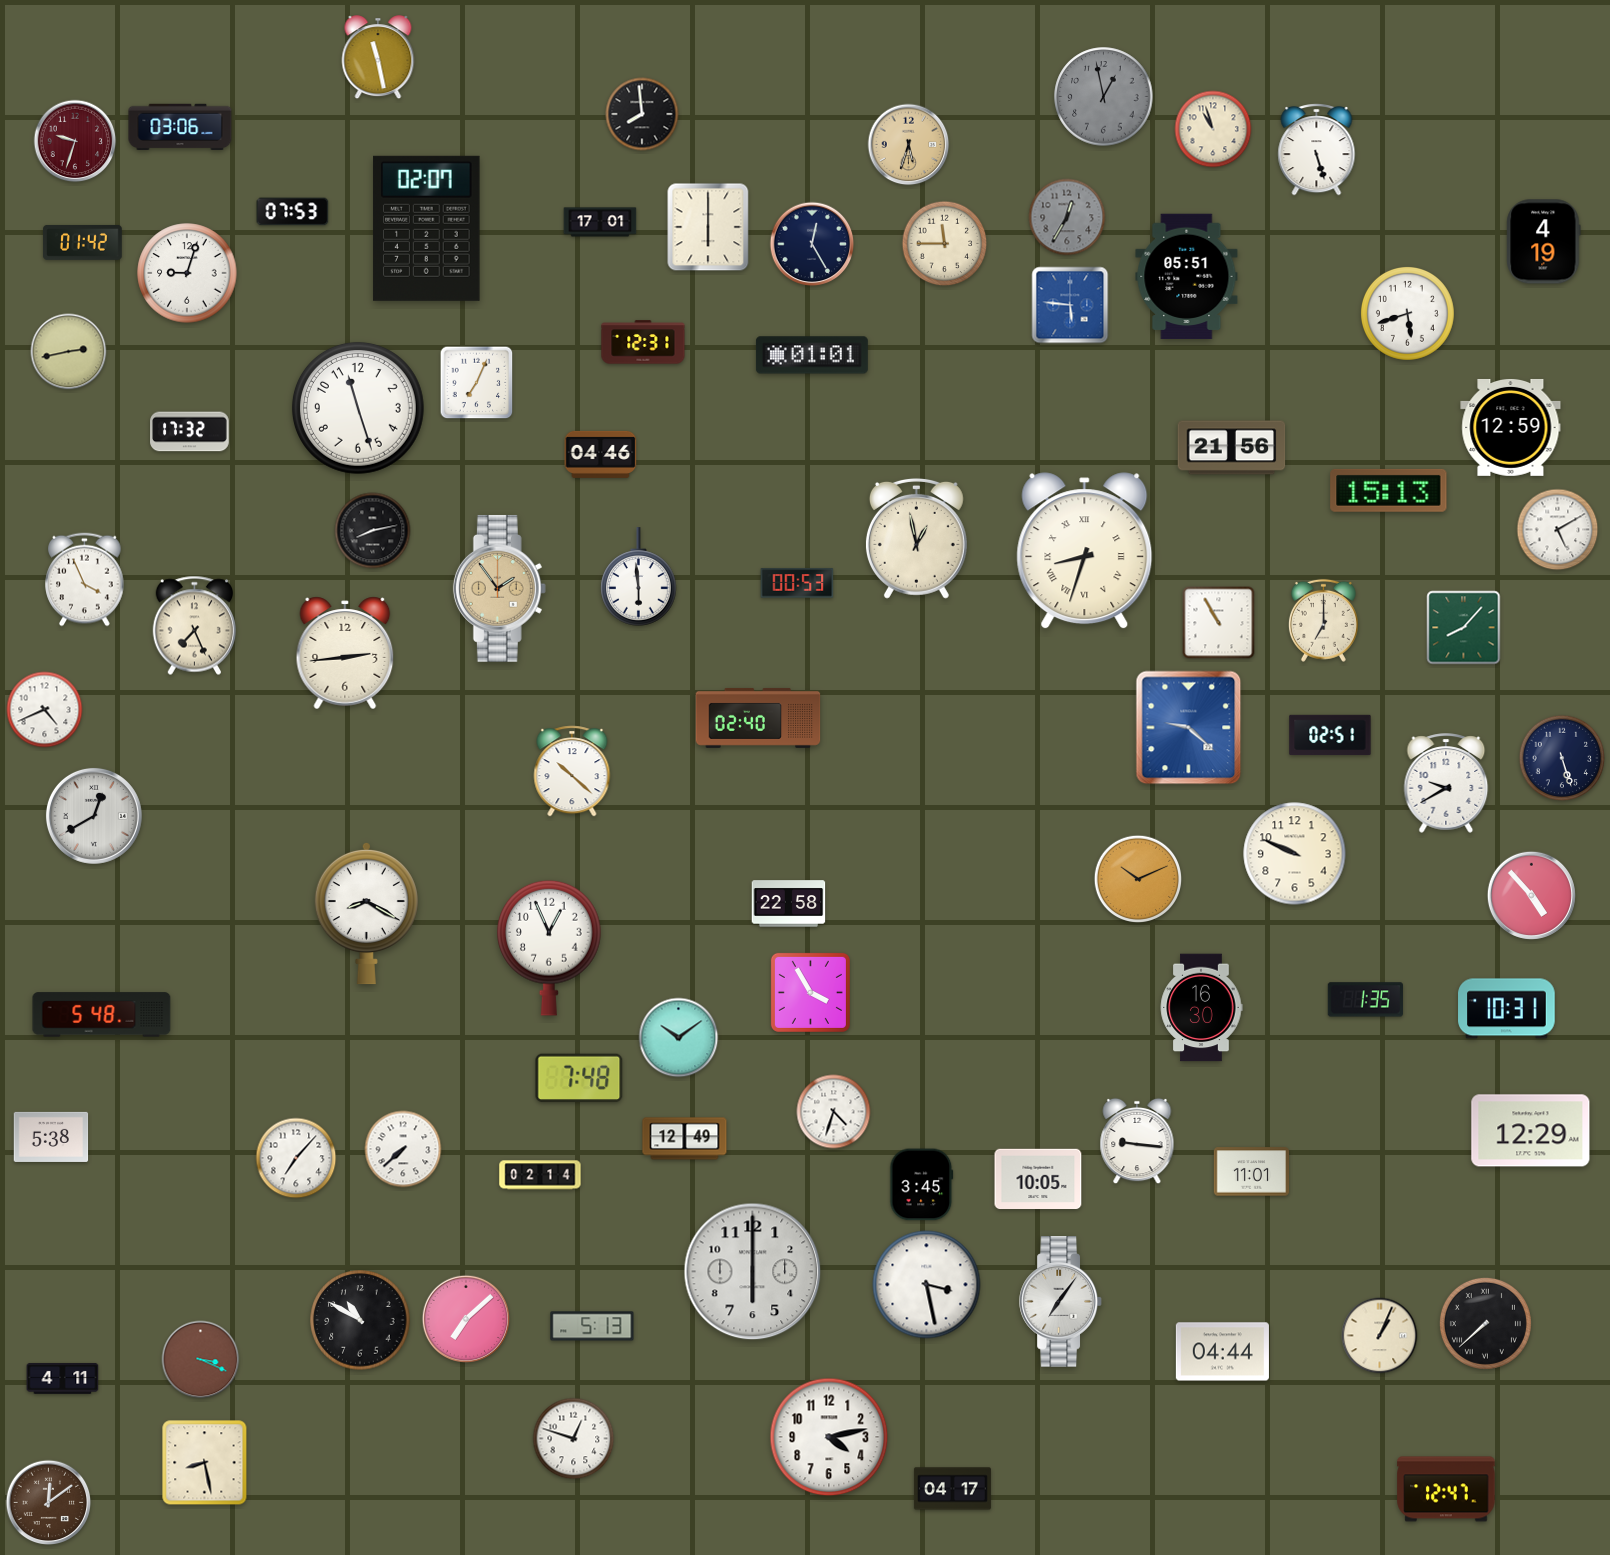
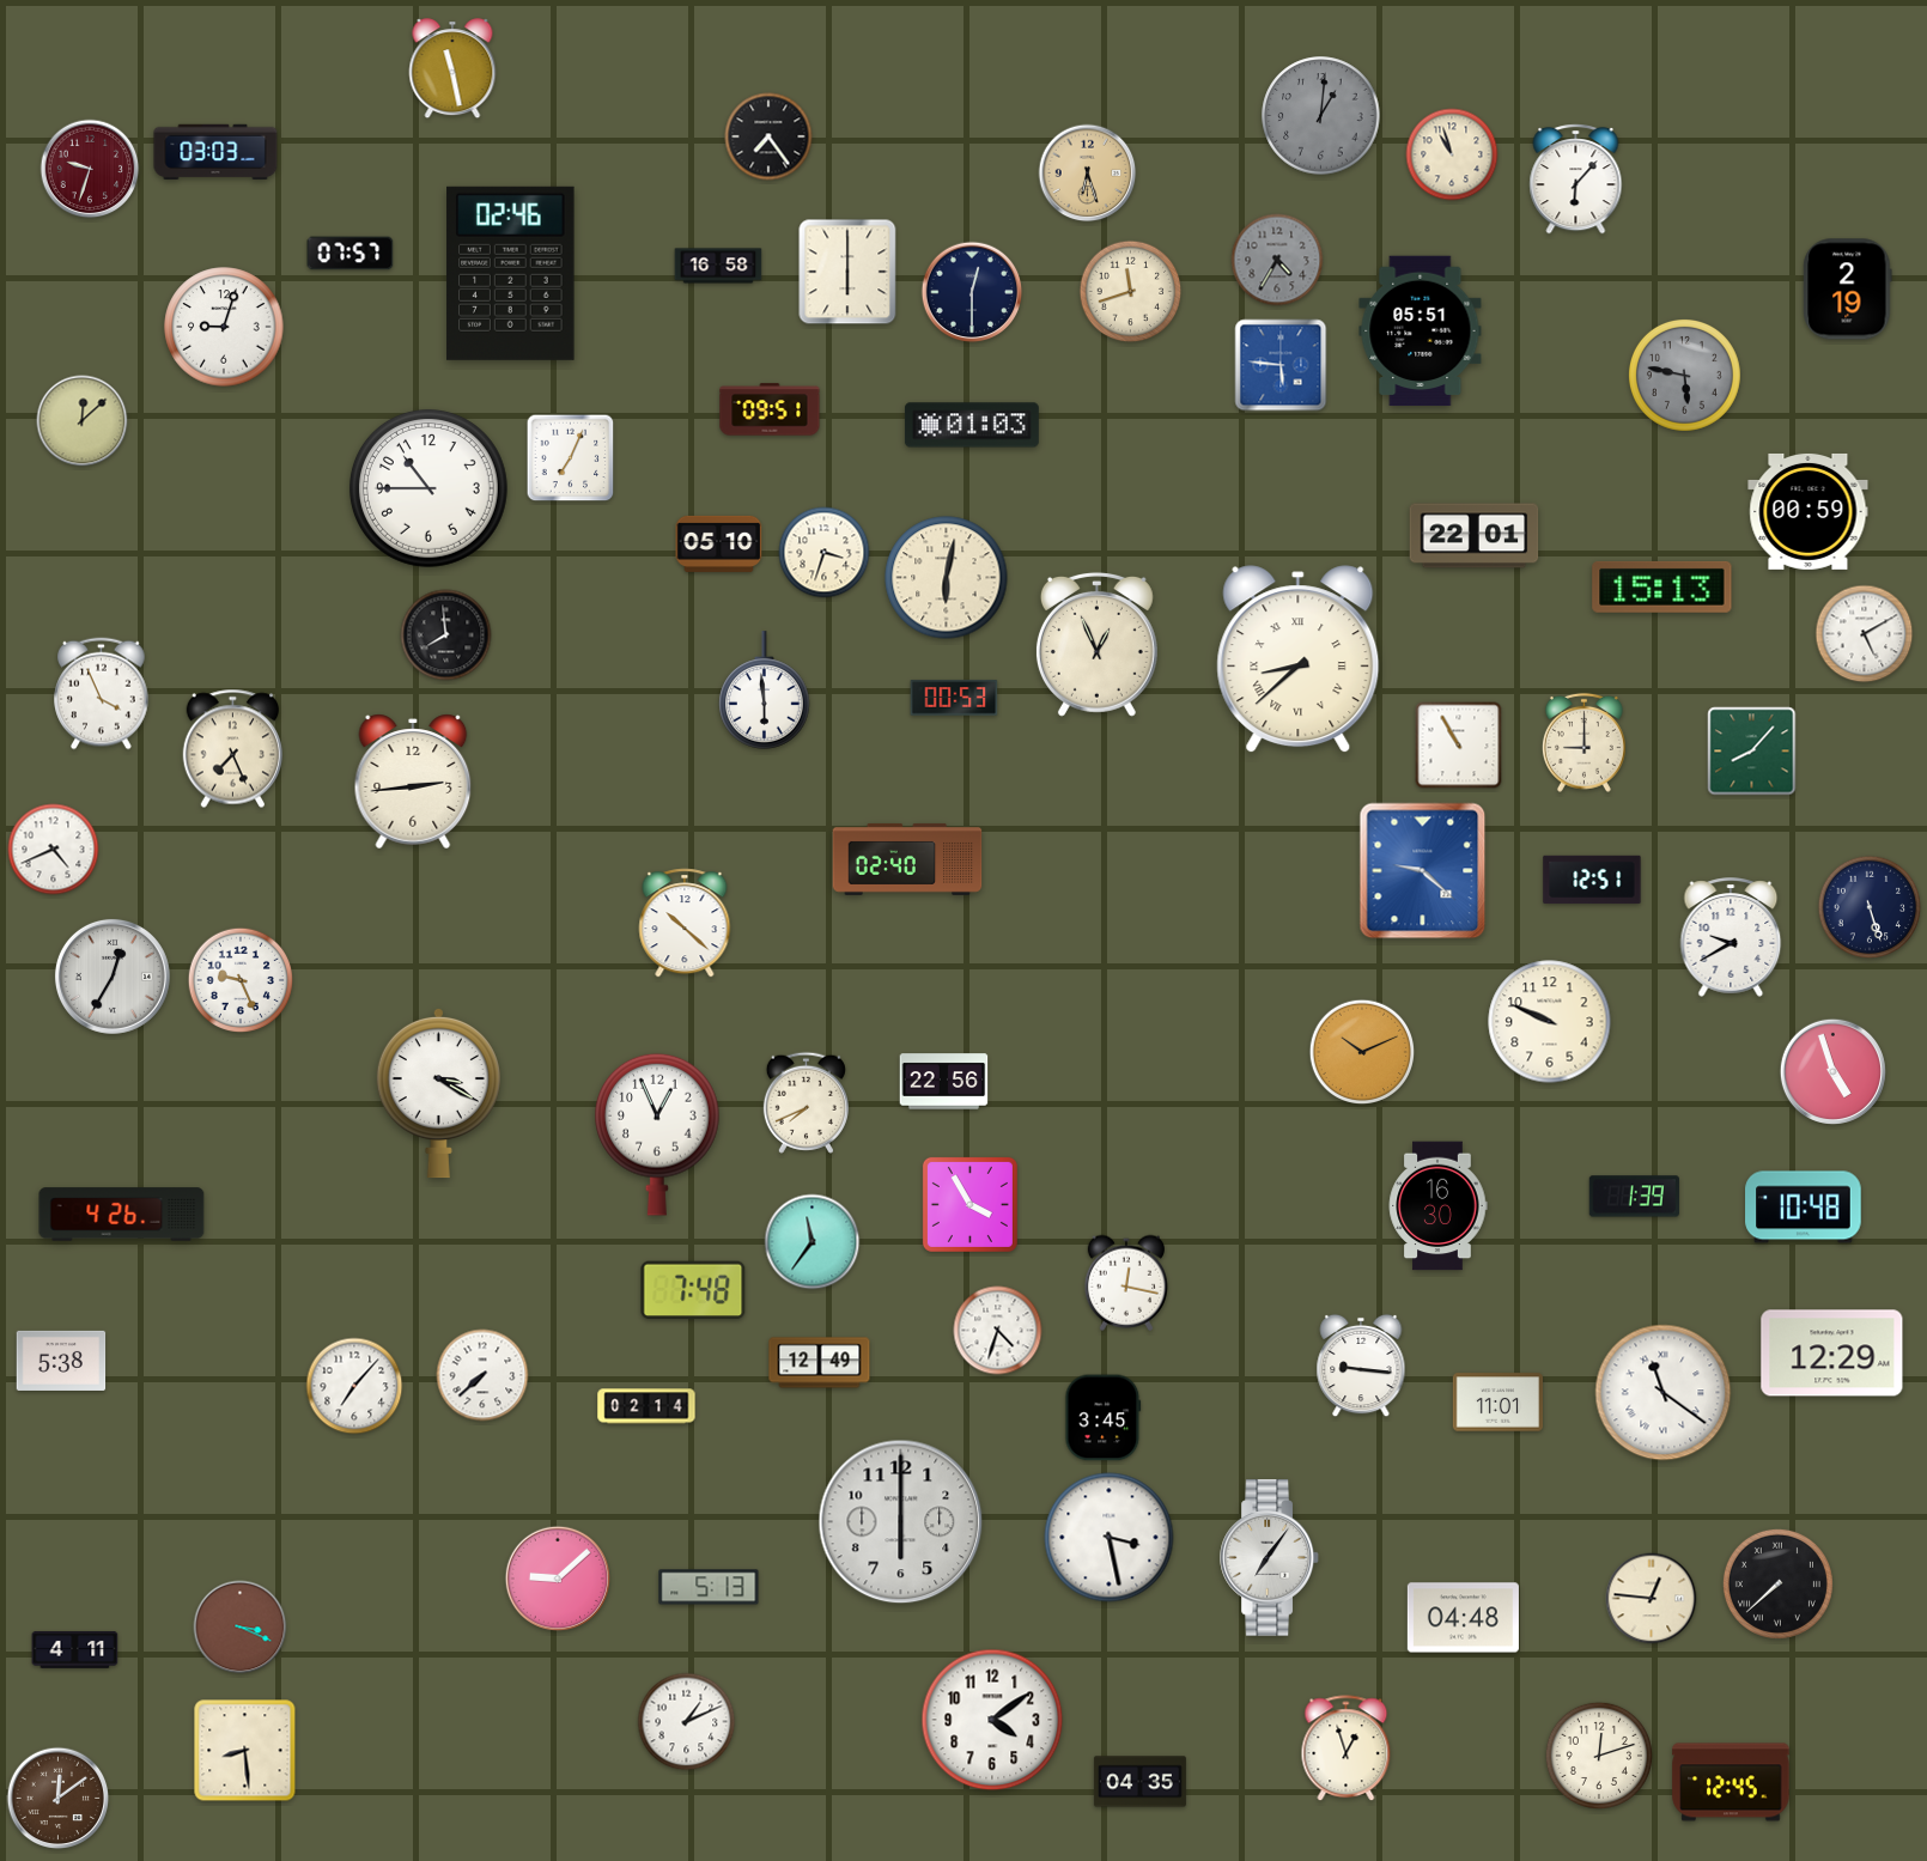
clock at (1104, 97): 12:58 -> 1:01
clock at (642, 114): 7:59 -> 7:24
clock at (180, 126): 03:06 -> 03:03
clock at (909, 145): 5:33 -> 6:27
clock at (1317, 150): 5:27 -> 6:07
clock at (293, 212): 07:53 -> 07:57
clock at (1067, 217): 12:35 -> 4:35
clock at (600, 222): 17:01 -> 16:58
clock at (427, 228): 02:07 -> 02:46
clock at (83, 242): 01:42 -> none
clock at (1544, 242): 4:19 -> 2:19
clock at (812, 244): 12:25 -> 12:30
clock at (945, 244): 11:45 -> 11:42
clock at (1407, 313): 5:42 -> 5:47
clock at (1407, 313) dial: white -> grey
clock at (643, 342): 12:31 -> 09:51
clock at (69, 352): 2:43 -> 12:08
clock at (812, 355): 01:01 -> 01:03
clock at (358, 408): 11:27 -> 10:45
clock at (1511, 427): 12:59 -> 00:59
clock at (190, 432): 17:32 -> none
clock at (1232, 448): 21:56 -> 22:01
clock at (601, 454): 04:46 -> 05:10
clock at (825, 553): none -> 3:33
clock at (947, 578): none -> 6:02
clock at (373, 531): 8:13 -> 7:59
clock at (916, 538): 12:58 -> 12:56
clock at (1085, 551): 8:33 -> 8:38
clock at (499, 588): 1:54 -> none
clock at (1323, 620): 7:00 -> 9:00
clock at (1330, 735): 02:51 -> 12:51
clock at (94, 816): 12:40 -> 12:35
clock at (241, 980): none -> 9:26
clock at (1531, 895): 4:53 -> 4:57
clock at (789, 904): 22:58 -> 22:56
clock at (366, 913): 8:20 -> 3:20
clock at (806, 1102): none -> 7:41
clock at (810, 992) position: (810, 992) -> (969, 1204)
clock at (1365, 1000): 1:35 -> 1:39
clock at (1507, 1009): 10:31 -> 10:48
clock at (102, 1015): 5:48 -> 4:26
clock at (679, 1038): 10:09 -> 11:36
clock at (1125, 1283): none -> 12:17
clock at (1664, 1393): none -> 11:21
clock at (1038, 1179): 10:05 -> none
clock at (465, 1318): 7:08 -> 9:08
clock at (360, 1320): 10:50 -> none
clock at (1380, 1336): 1:04 -> 12:46
clock at (1222, 1352): 04:44 -> 04:48
clock at (829, 1437): 4:13 -> 4:09
clock at (574, 1439): 12:48 -> 1:11
clock at (1347, 1749): none -> 12:57
clock at (205, 1463): 8:28 -> 8:29
clock at (1599, 1756): none -> 12:12
clock at (952, 1489): 04:17 -> 04:35
clock at (1446, 1489): 12:47 -> 12:45
